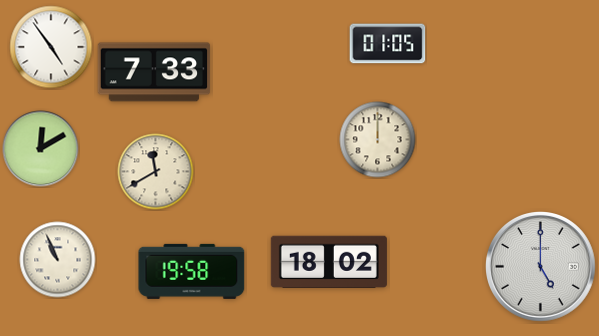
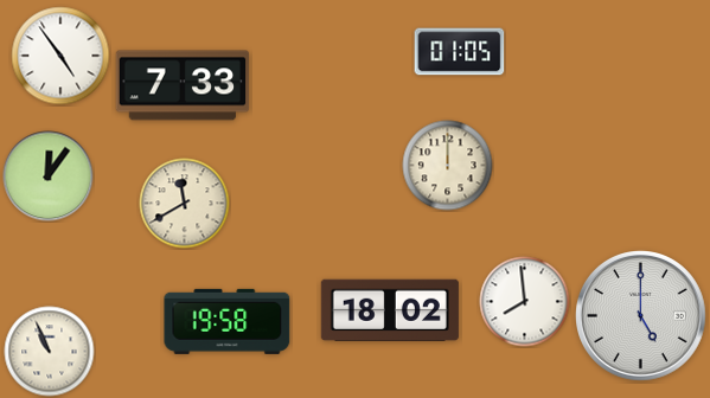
clock at (41, 149): 12:10 -> 12:06
clock at (525, 302): none -> 7:59
clock at (58, 260) position: (58, 260) -> (50, 352)
